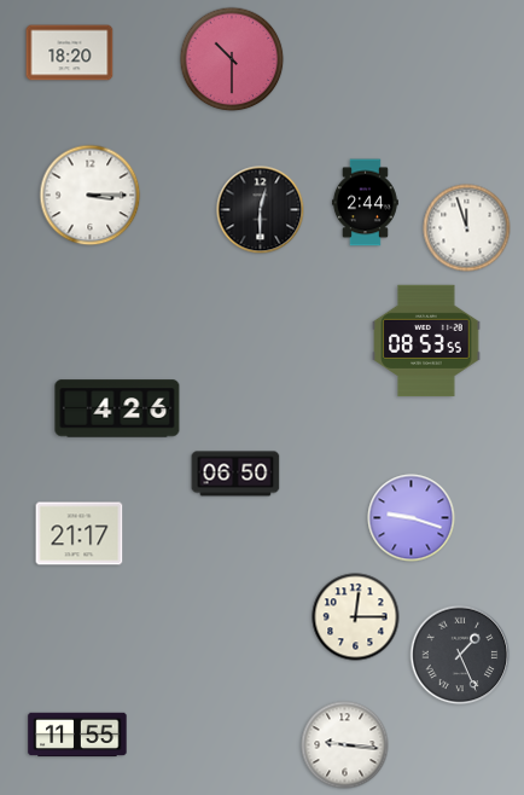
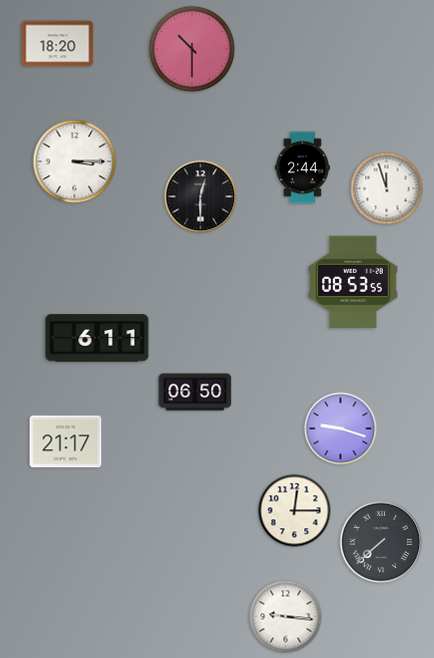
clock at (261, 210) position: (261, 210) -> (201, 197)
clock at (117, 408): 4:26 -> 6:11
clock at (460, 655): 1:26 -> 7:38
clock at (77, 735): 11:55 -> none
